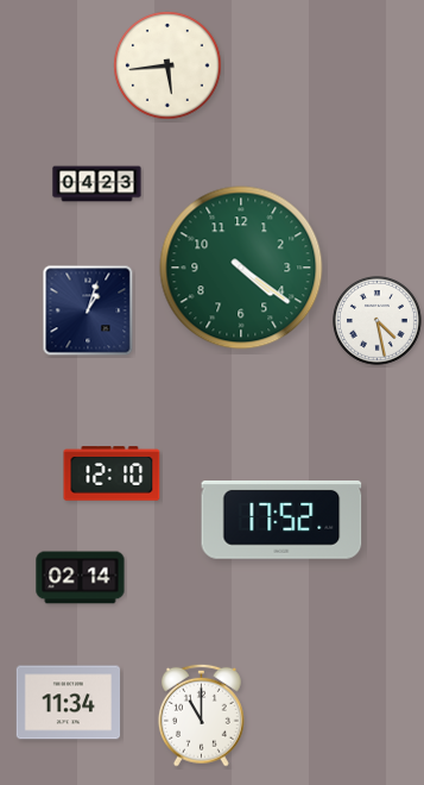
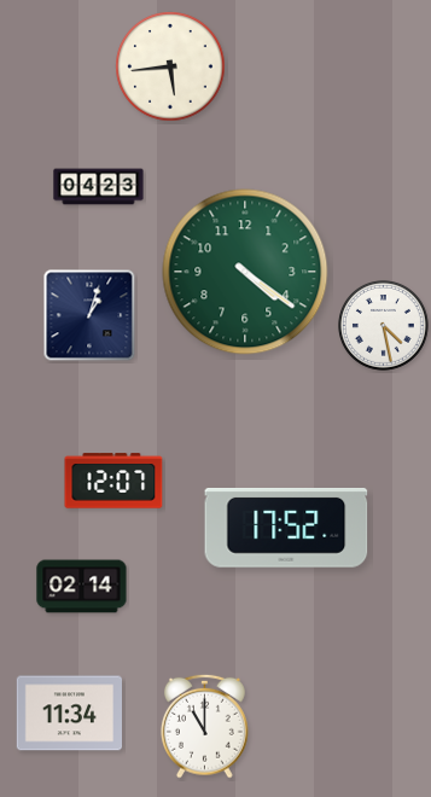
clock at (112, 473): 12:10 -> 12:07
